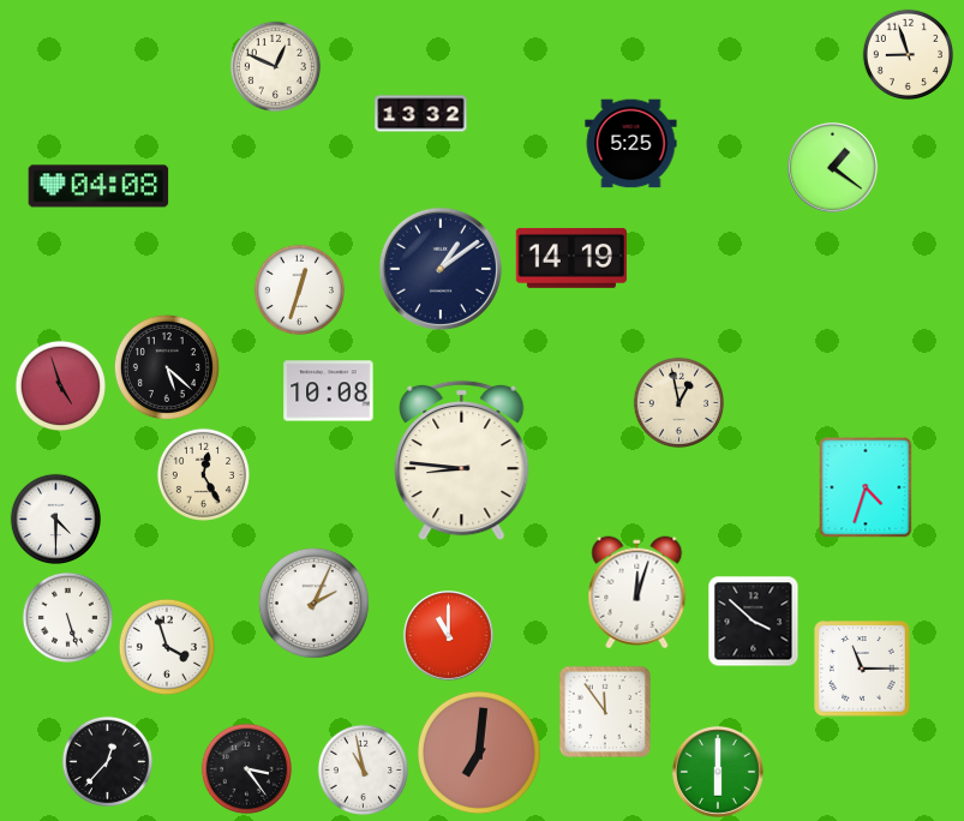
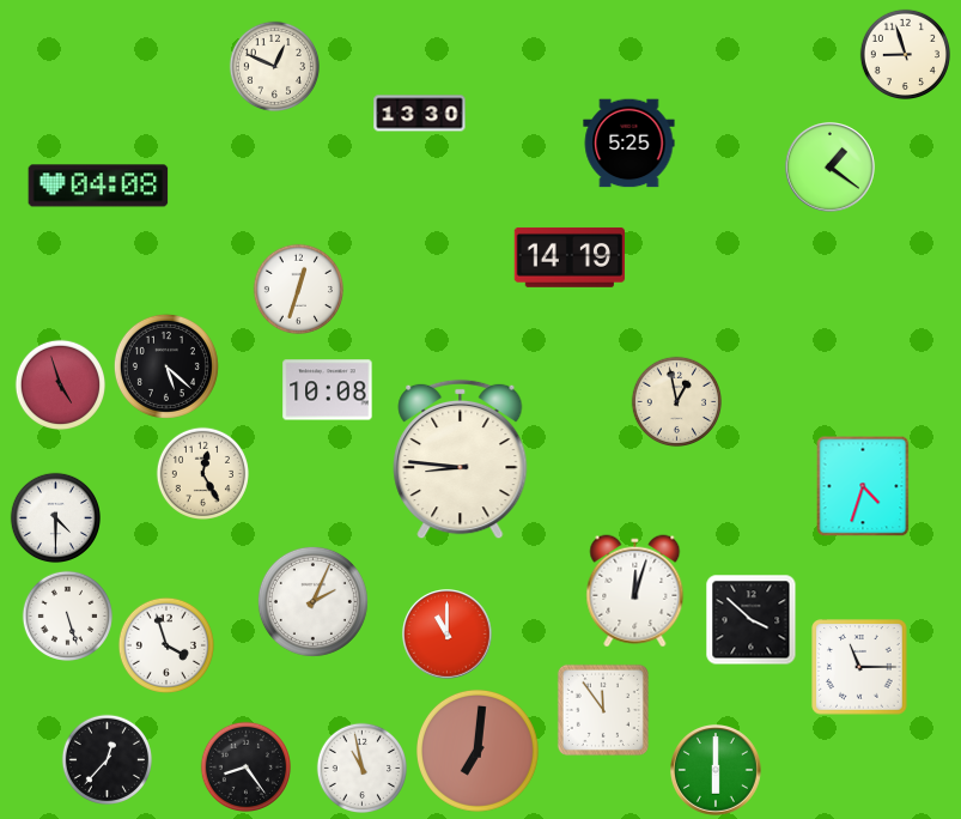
clock at (421, 114): 13:32 -> 13:30
clock at (441, 269): 1:09 -> none
clock at (246, 768): 3:24 -> 8:24
